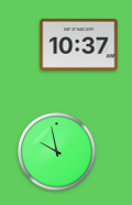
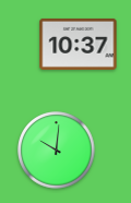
clock at (57, 152): 9:58 -> 10:01
